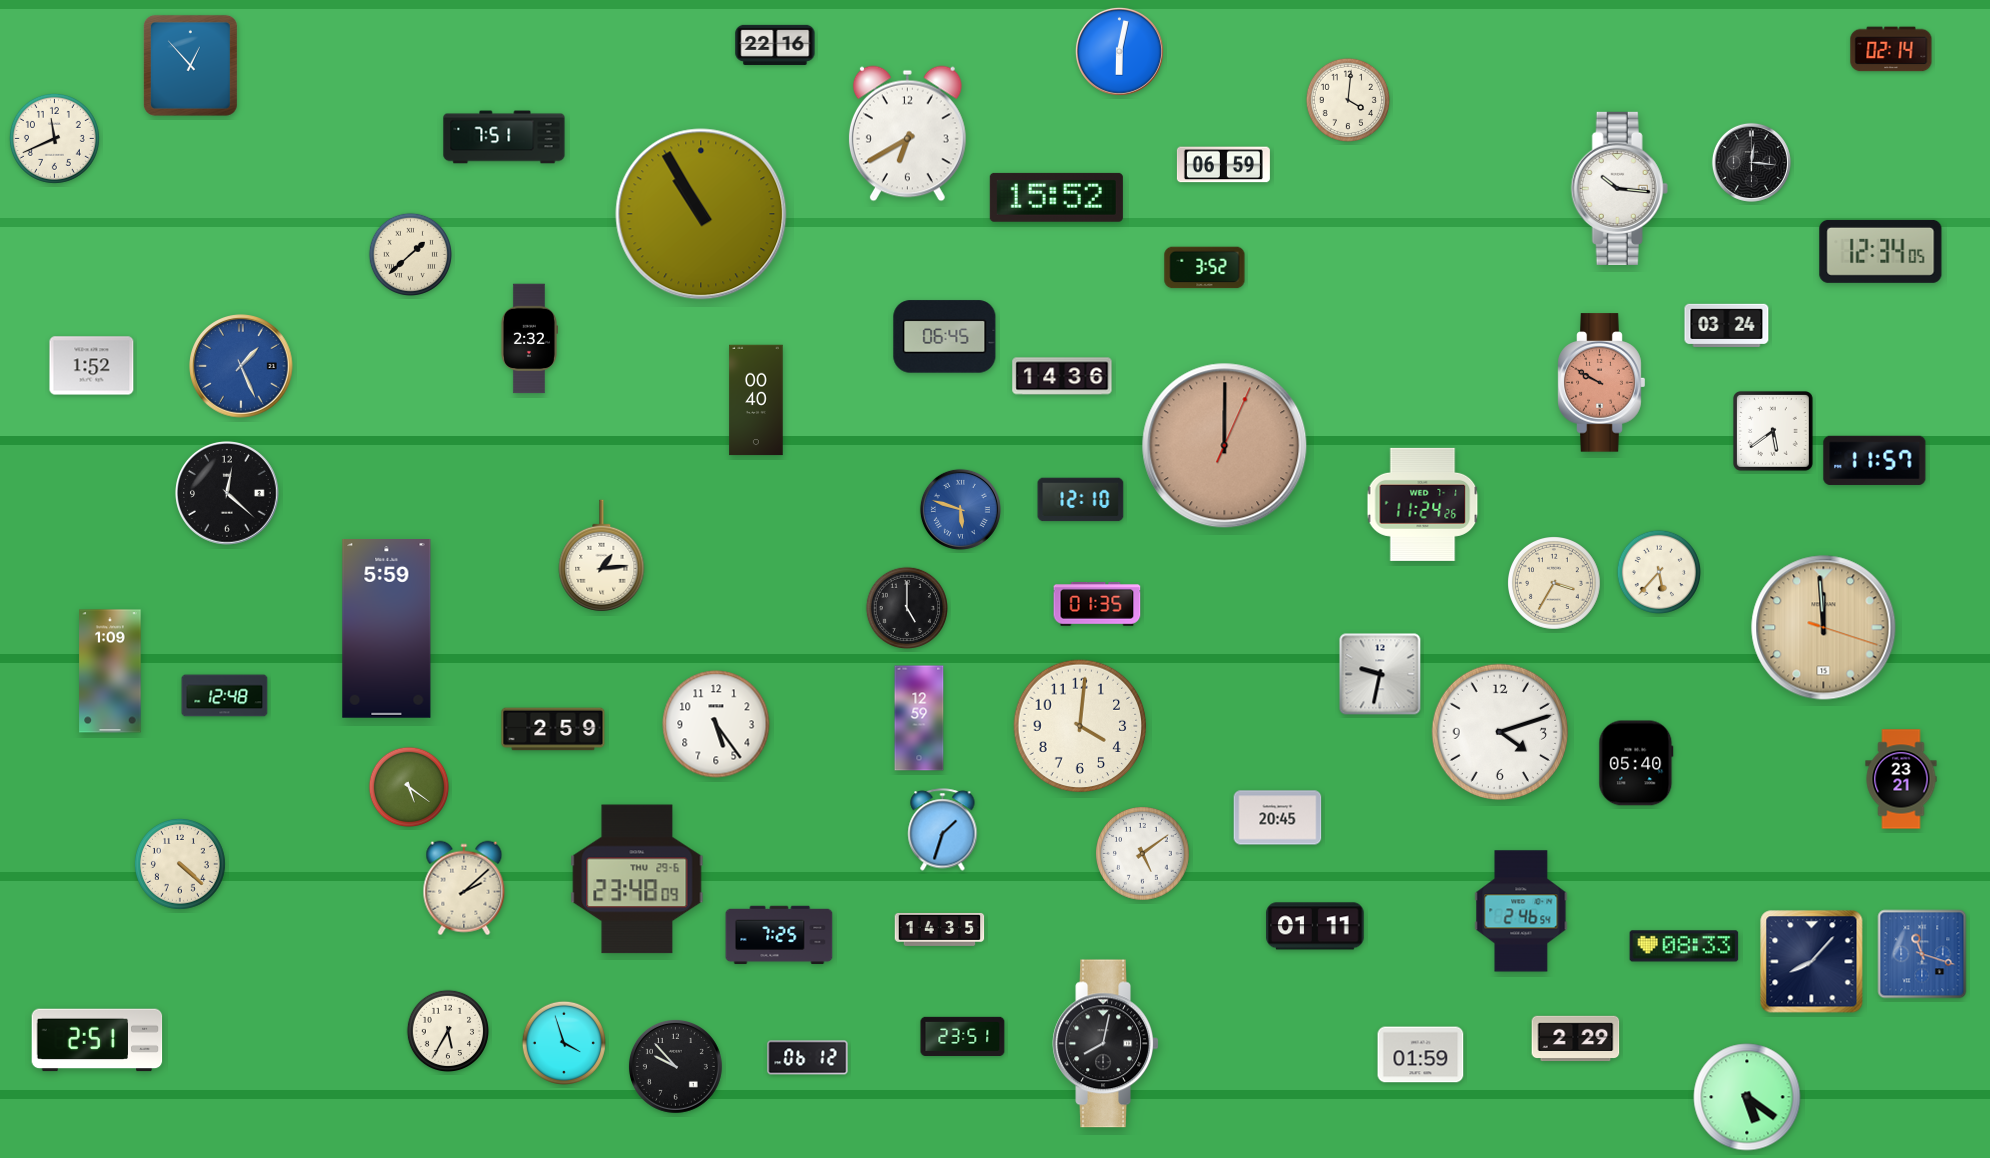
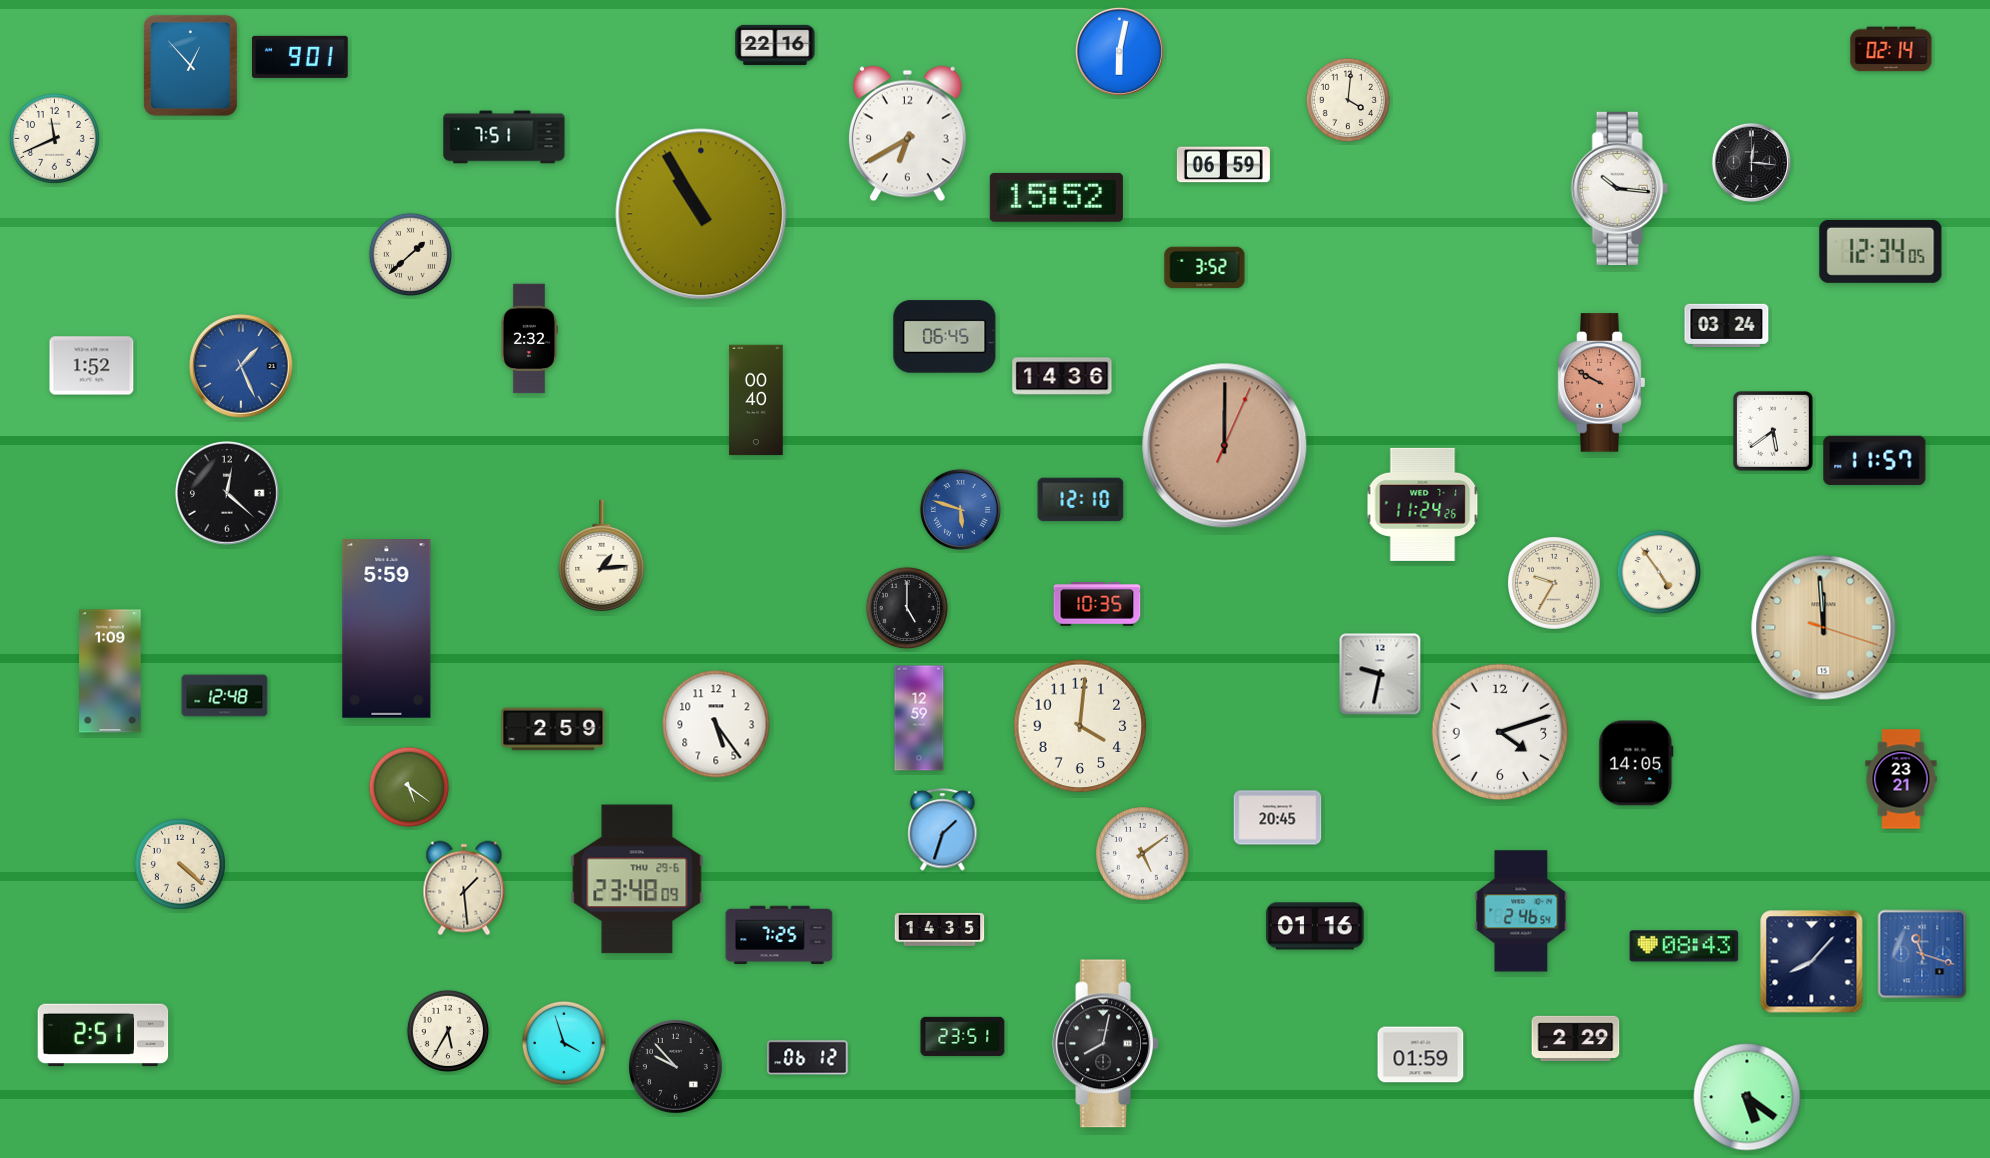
clock at (301, 57): none -> 9:01
clock at (1659, 572): 5:37 -> 4:54
clock at (1555, 584): 3:35 -> 9:35
clock at (1097, 604): 01:35 -> 10:35
clock at (1636, 763): 05:40 -> 14:05
clock at (464, 888): 2:08 -> 1:29
clock at (1315, 926): 01:11 -> 01:16
clock at (1684, 946): 08:33 -> 08:43
clock at (97, 1040) position: (97, 1040) -> (103, 1035)
